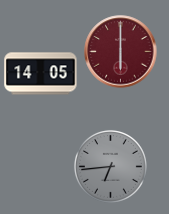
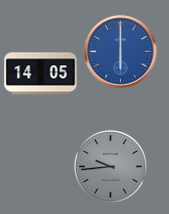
clock at (121, 52) dial: burgundy -> blue
clock at (110, 166): 6:44 -> 9:44
